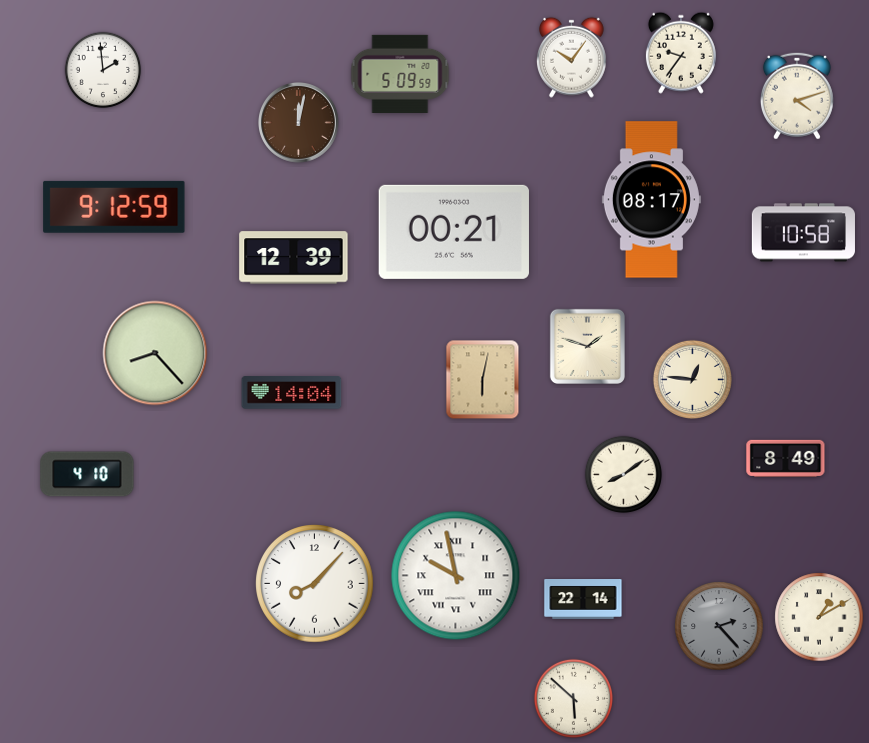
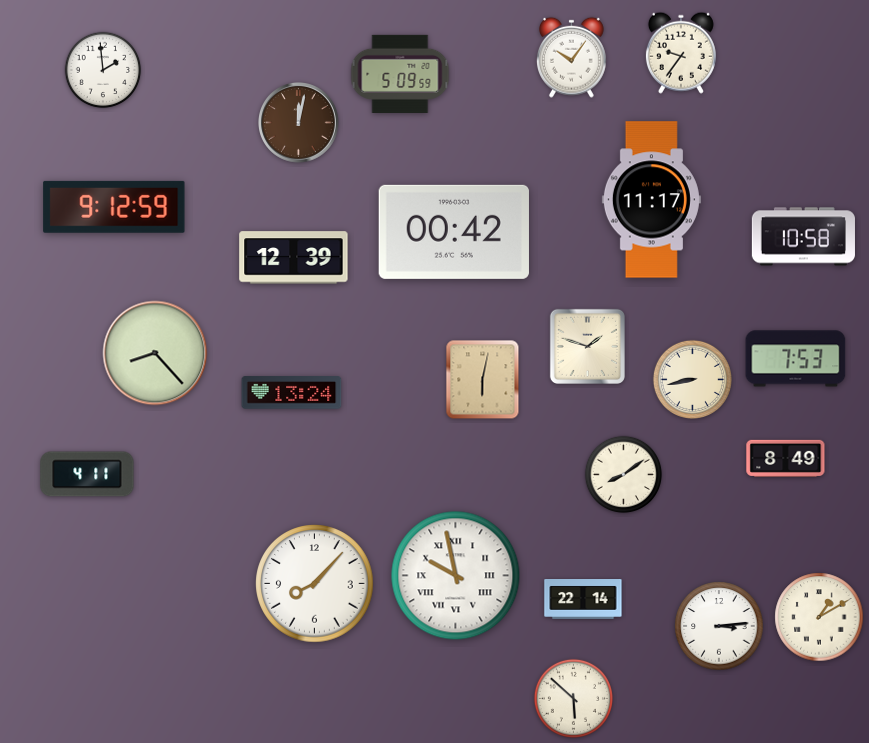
clock at (797, 96): 4:12 -> none
clock at (651, 200): 08:17 -> 11:17
clock at (454, 232): 00:21 -> 00:42
clock at (803, 233) position: (803, 233) -> (803, 237)
clock at (796, 359): none -> 7:53
clock at (692, 379): 12:46 -> 8:43
clock at (292, 393): 14:04 -> 13:24
clock at (87, 474): 4:10 -> 4:11
clock at (719, 626): 2:23 -> 3:14
clock at (719, 626) dial: grey -> white
